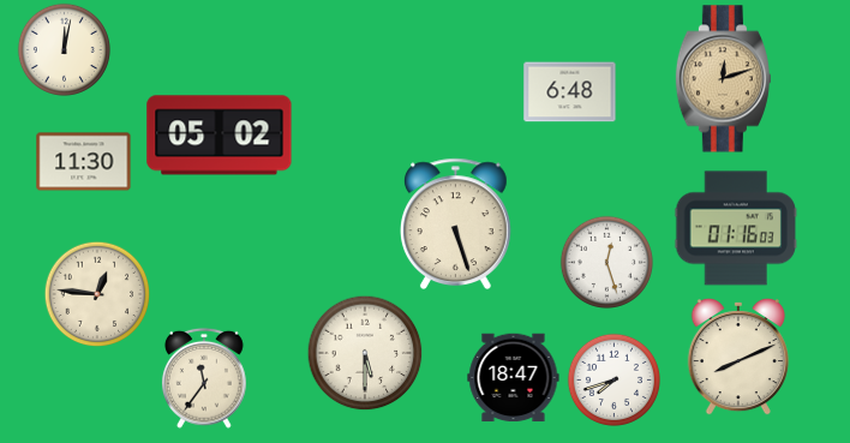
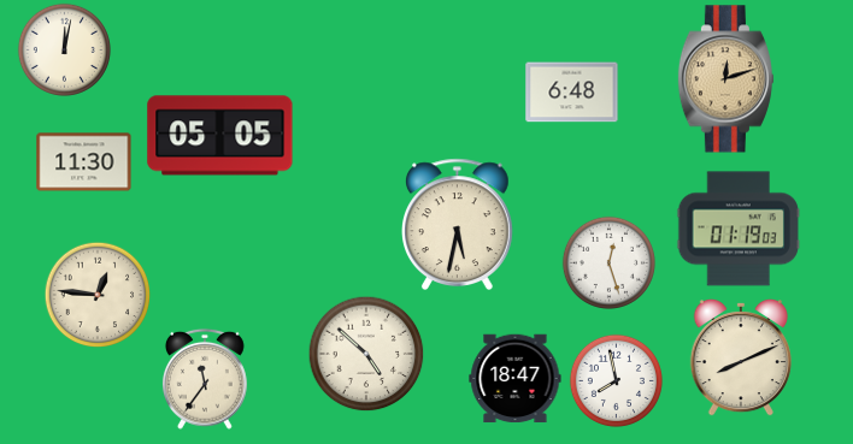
clock at (220, 136): 05:02 -> 05:05
clock at (456, 223): 5:27 -> 5:32
clock at (736, 228): 01:16 -> 01:19
clock at (365, 353): 5:30 -> 4:52
clock at (613, 379): 7:42 -> 7:58
